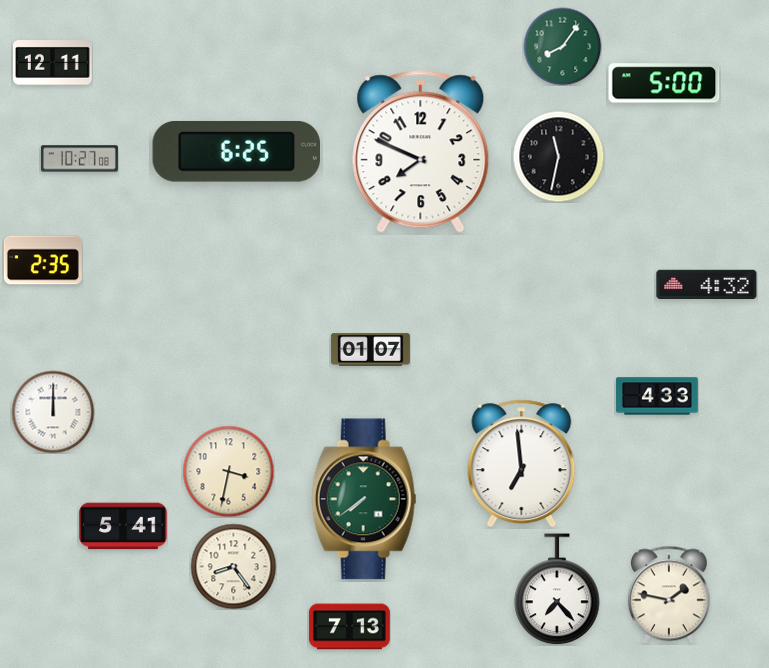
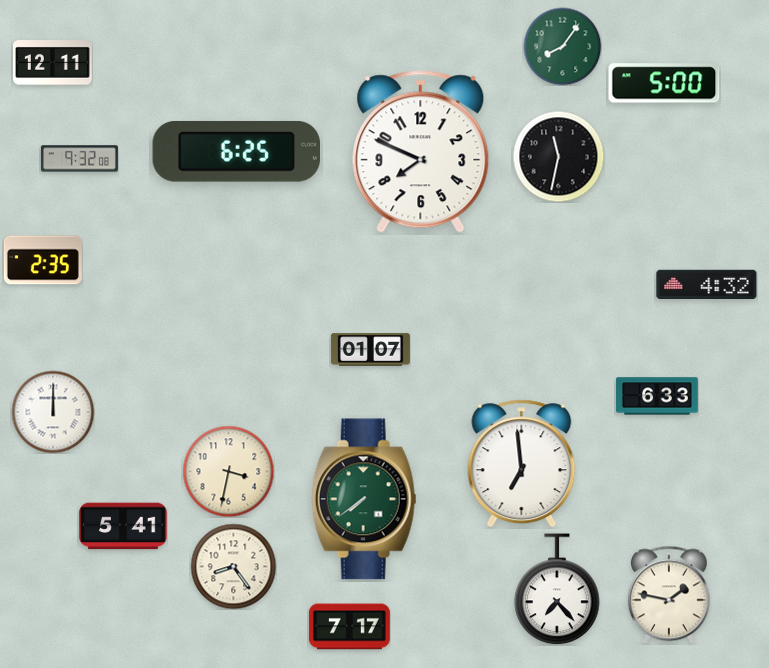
clock at (79, 159): 10:27 -> 9:32
clock at (657, 396): 4:33 -> 6:33
clock at (350, 627): 7:13 -> 7:17
